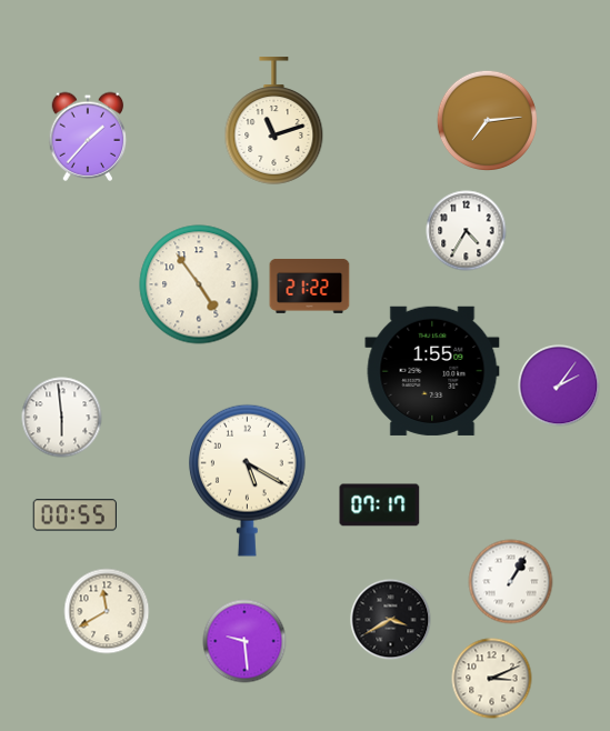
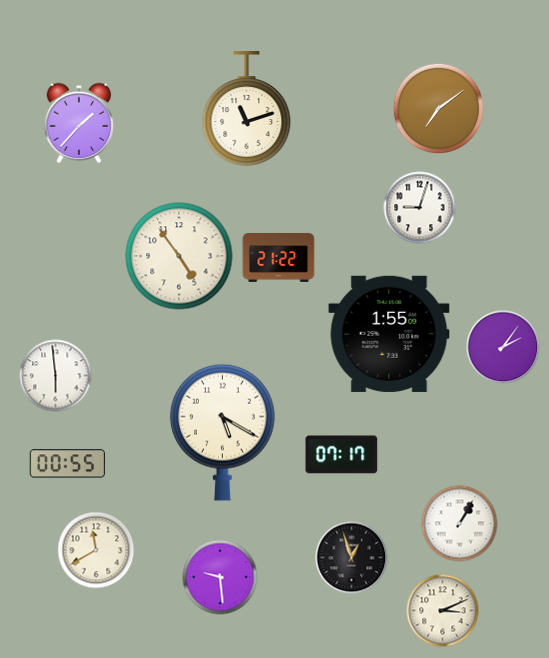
clock at (487, 120): 7:14 -> 7:09
clock at (467, 231): 4:35 -> 9:03
clock at (391, 620): 3:40 -> 12:57
